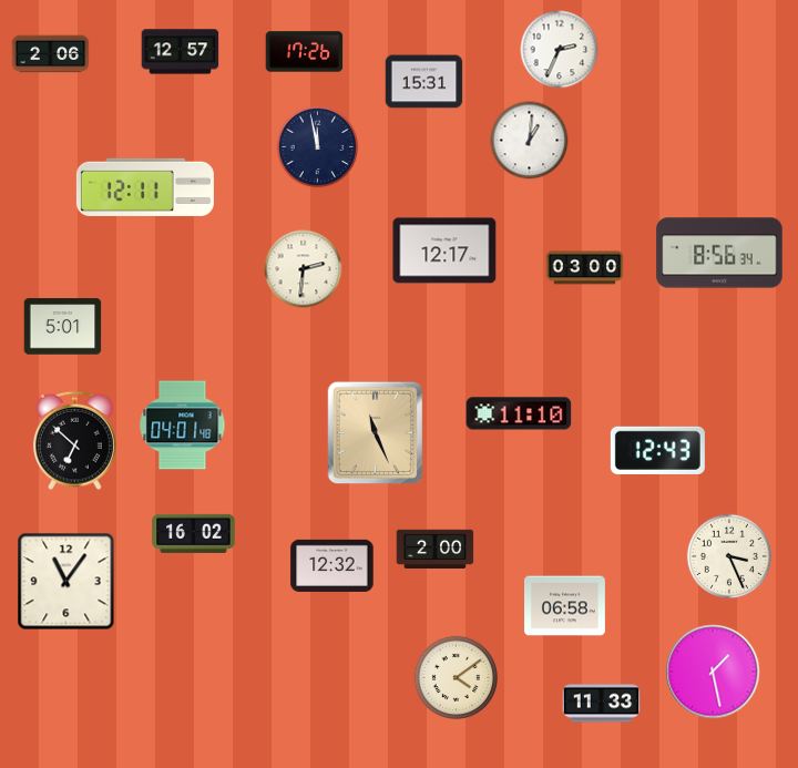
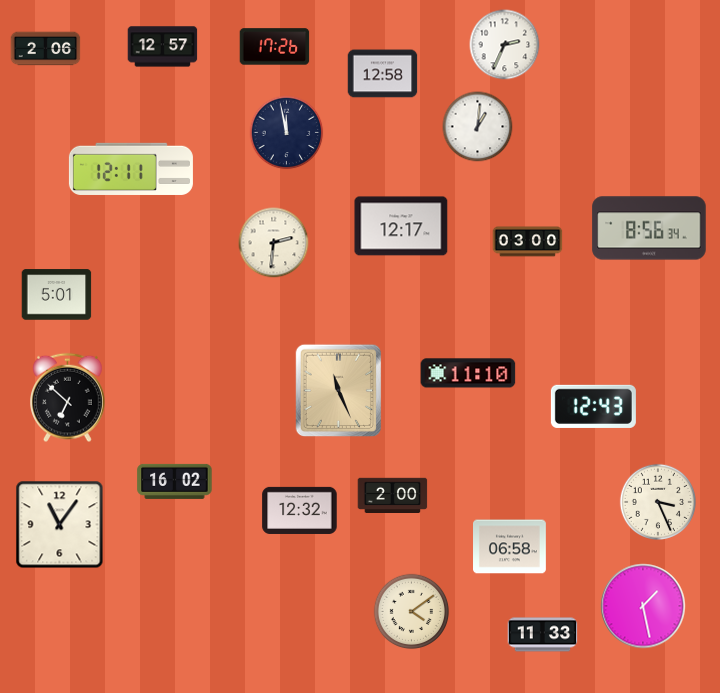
clock at (424, 82): 15:31 -> 12:58
clock at (183, 426): 04:01 -> none
